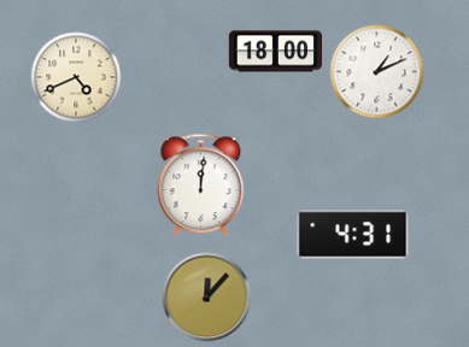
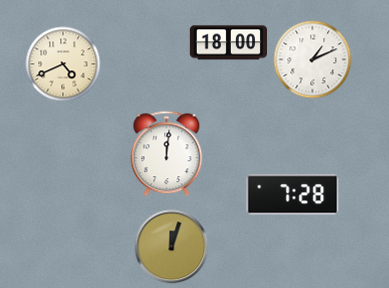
clock at (353, 235): 4:31 -> 7:28
clock at (207, 298): 12:07 -> 12:03
